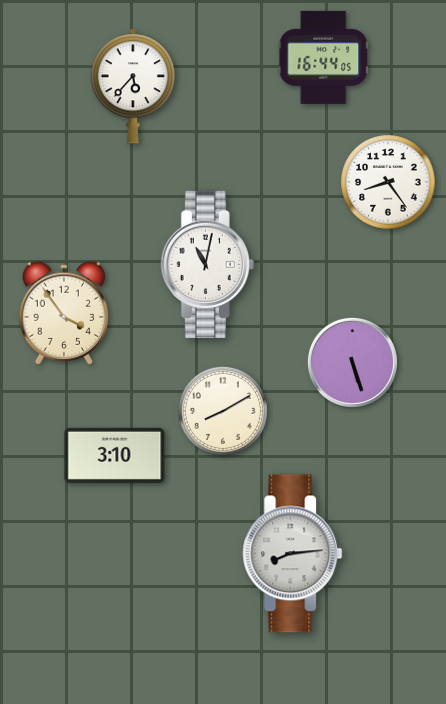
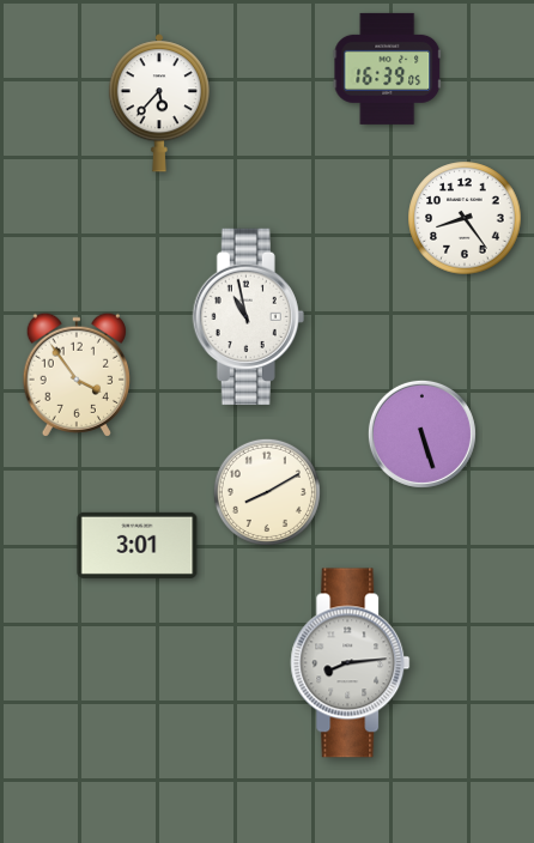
clock at (324, 57): 16:44 -> 16:39
clock at (207, 265): 11:02 -> 10:58
clock at (115, 455): 3:10 -> 3:01
